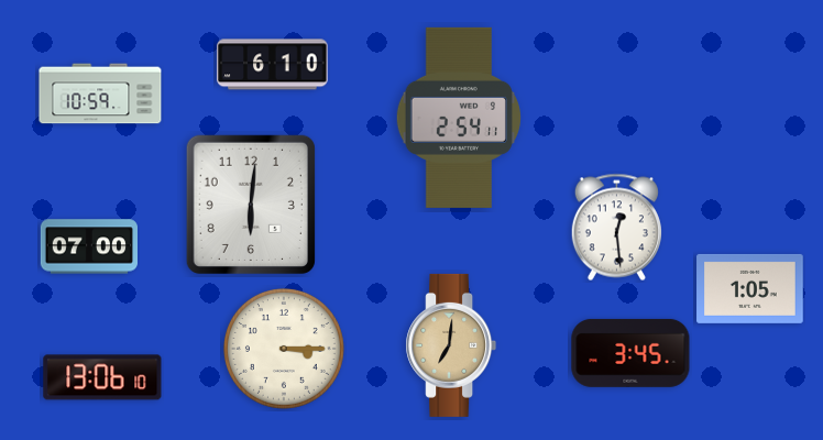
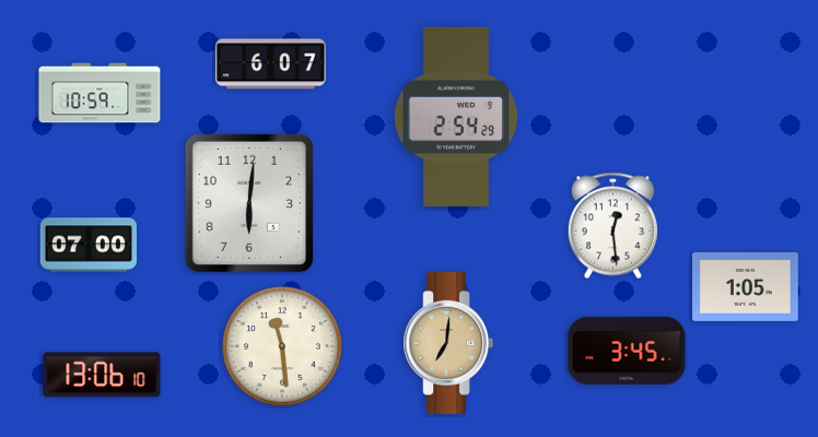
clock at (273, 65): 6:10 -> 6:07
clock at (459, 118): 2:54:11 -> 2:54:29
clock at (284, 349): 3:15 -> 11:29
